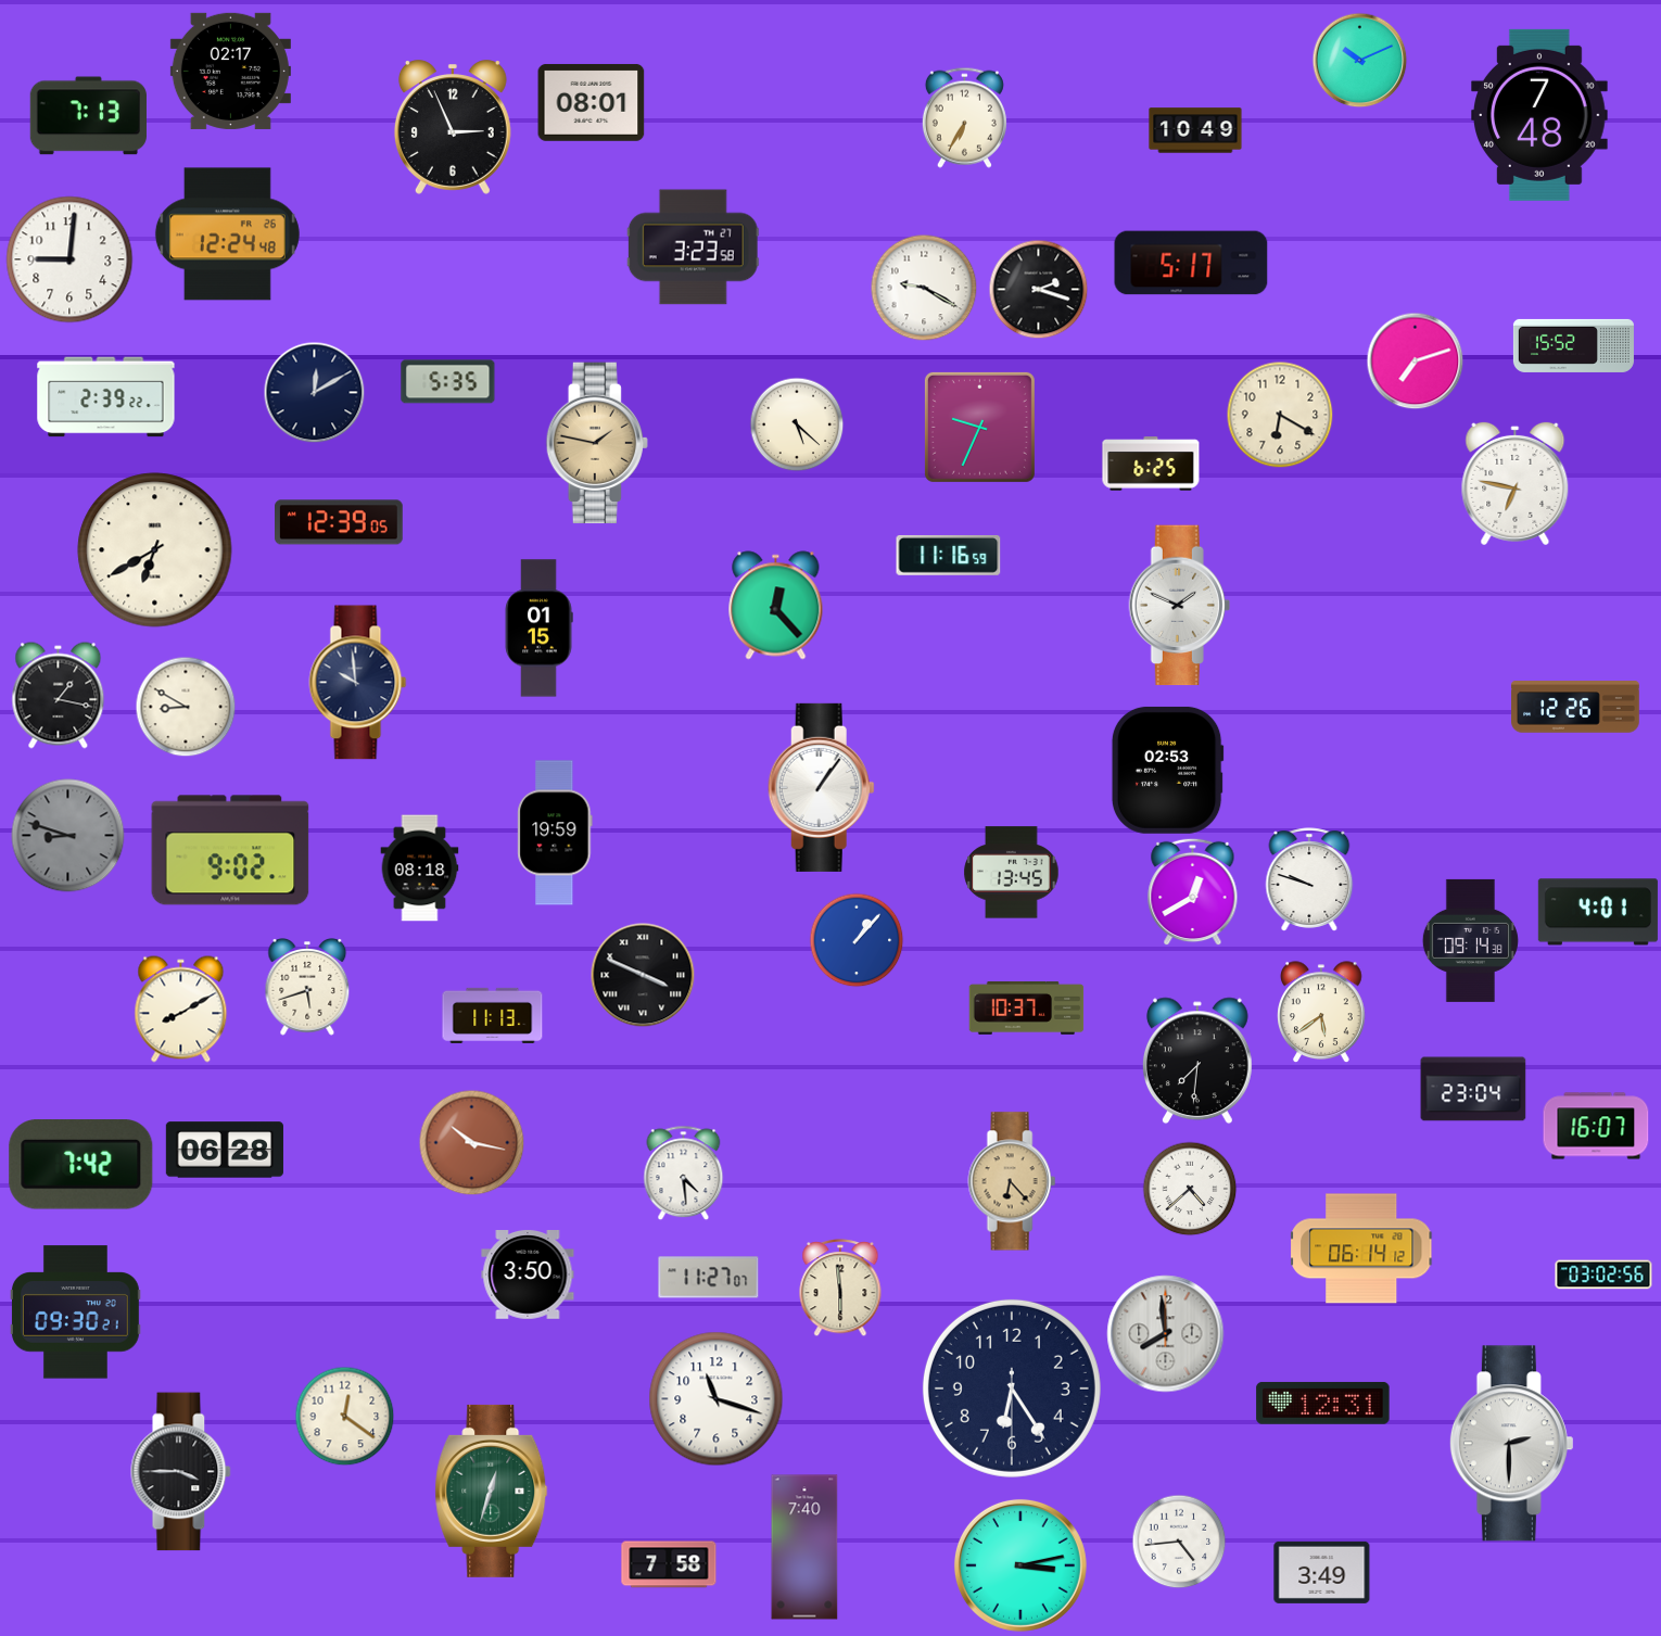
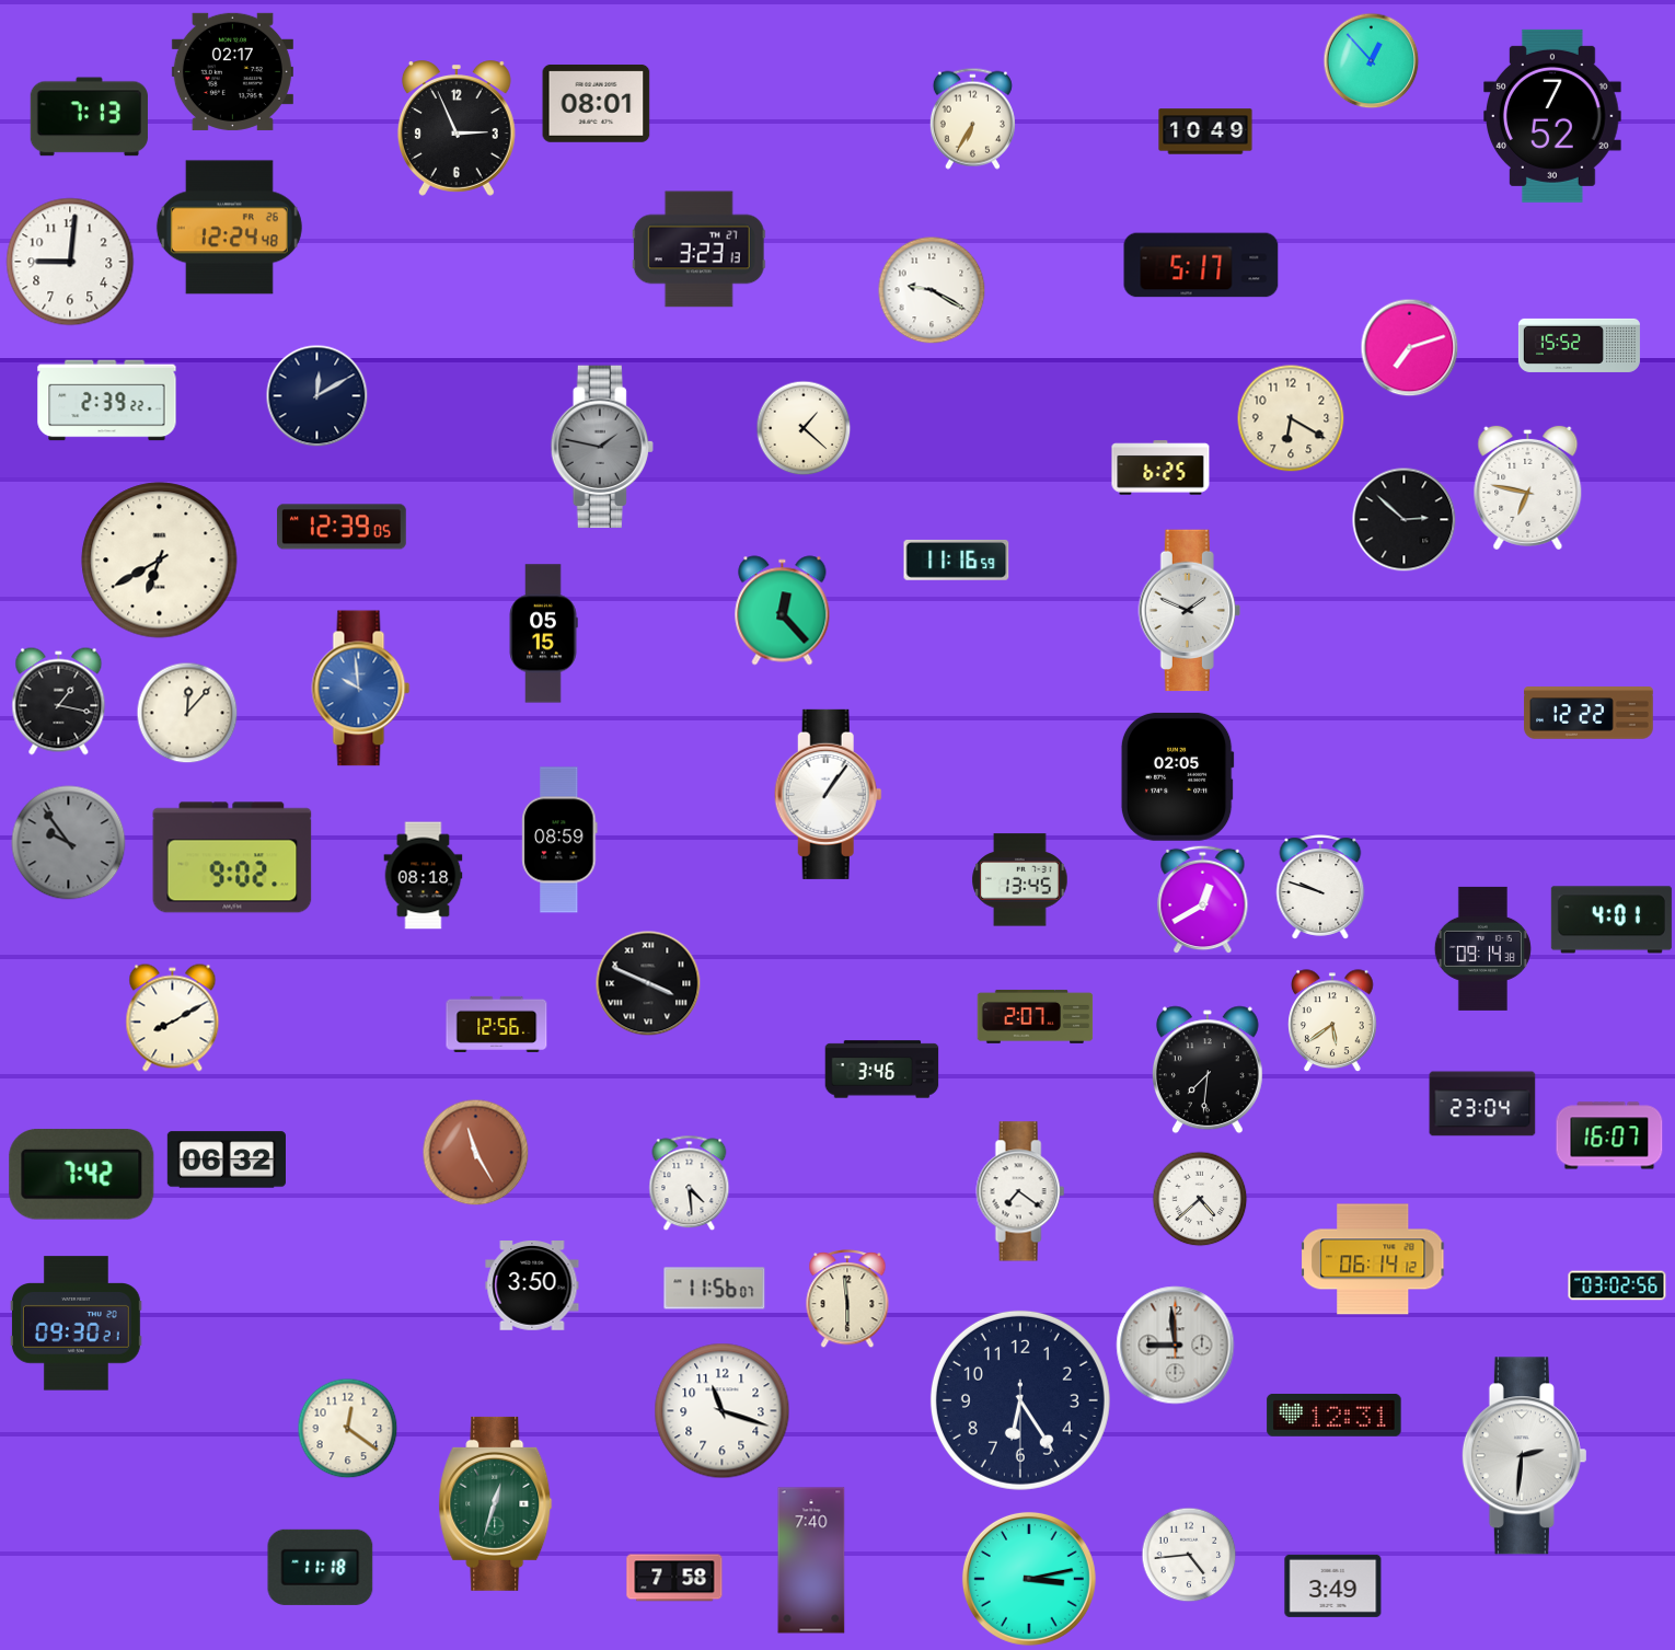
clock at (1359, 60): 10:11 -> 12:53
clock at (1540, 115): 7:48 -> 7:52
clock at (227, 234) position: (227, 234) -> (229, 228)
clock at (693, 248): 3:23:58 -> 3:23:13
clock at (1038, 289): 2:18 -> none
clock at (1573, 345) position: (1573, 345) -> (1579, 345)
clock at (1415, 360) position: (1415, 360) -> (1409, 347)
clock at (448, 382): 5:35 -> none
clock at (797, 424): 5:22 -> 1:22
clock at (979, 427): 9:34 -> none
clock at (597, 443) dial: champagne -> grey
clock at (1403, 519): none -> 2:52
clock at (155, 550) position: (155, 550) -> (160, 561)
clock at (538, 629): 01:15 -> 05:15
clock at (358, 683) dial: navy -> blue
clock at (186, 707): 8:50 -> 12:07
clock at (1575, 707): 12:26 -> 12:22
clock at (1167, 770): 02:53 -> 02:05
clock at (555, 833): 19:59 -> 08:59
clock at (68, 836): 8:48 -> 9:54
clock at (857, 940): 1:07 -> none
clock at (307, 988): 5:42 -> none
clock at (1027, 1007): 10:37 -> 2:07
clock at (181, 1010) position: (181, 1010) -> (173, 1018)
clock at (493, 1015): 11:13 -> 12:56
clock at (882, 1070): none -> 3:46
clock at (1473, 1089) position: (1473, 1089) -> (1482, 1104)
clock at (471, 1142): 10:17 -> 11:25
clock at (225, 1150): 06:28 -> 06:32
clock at (1012, 1181): 6:23 -> 7:21
clock at (1012, 1181) dial: champagne -> white
clock at (709, 1278): 11:27 -> 11:56
clock at (1166, 1334): 7:59 -> 8:59
clock at (1511, 1444): 2:30 -> 2:31
clock at (181, 1472): 3:45 -> none
clock at (321, 1567): none -> 11:18
